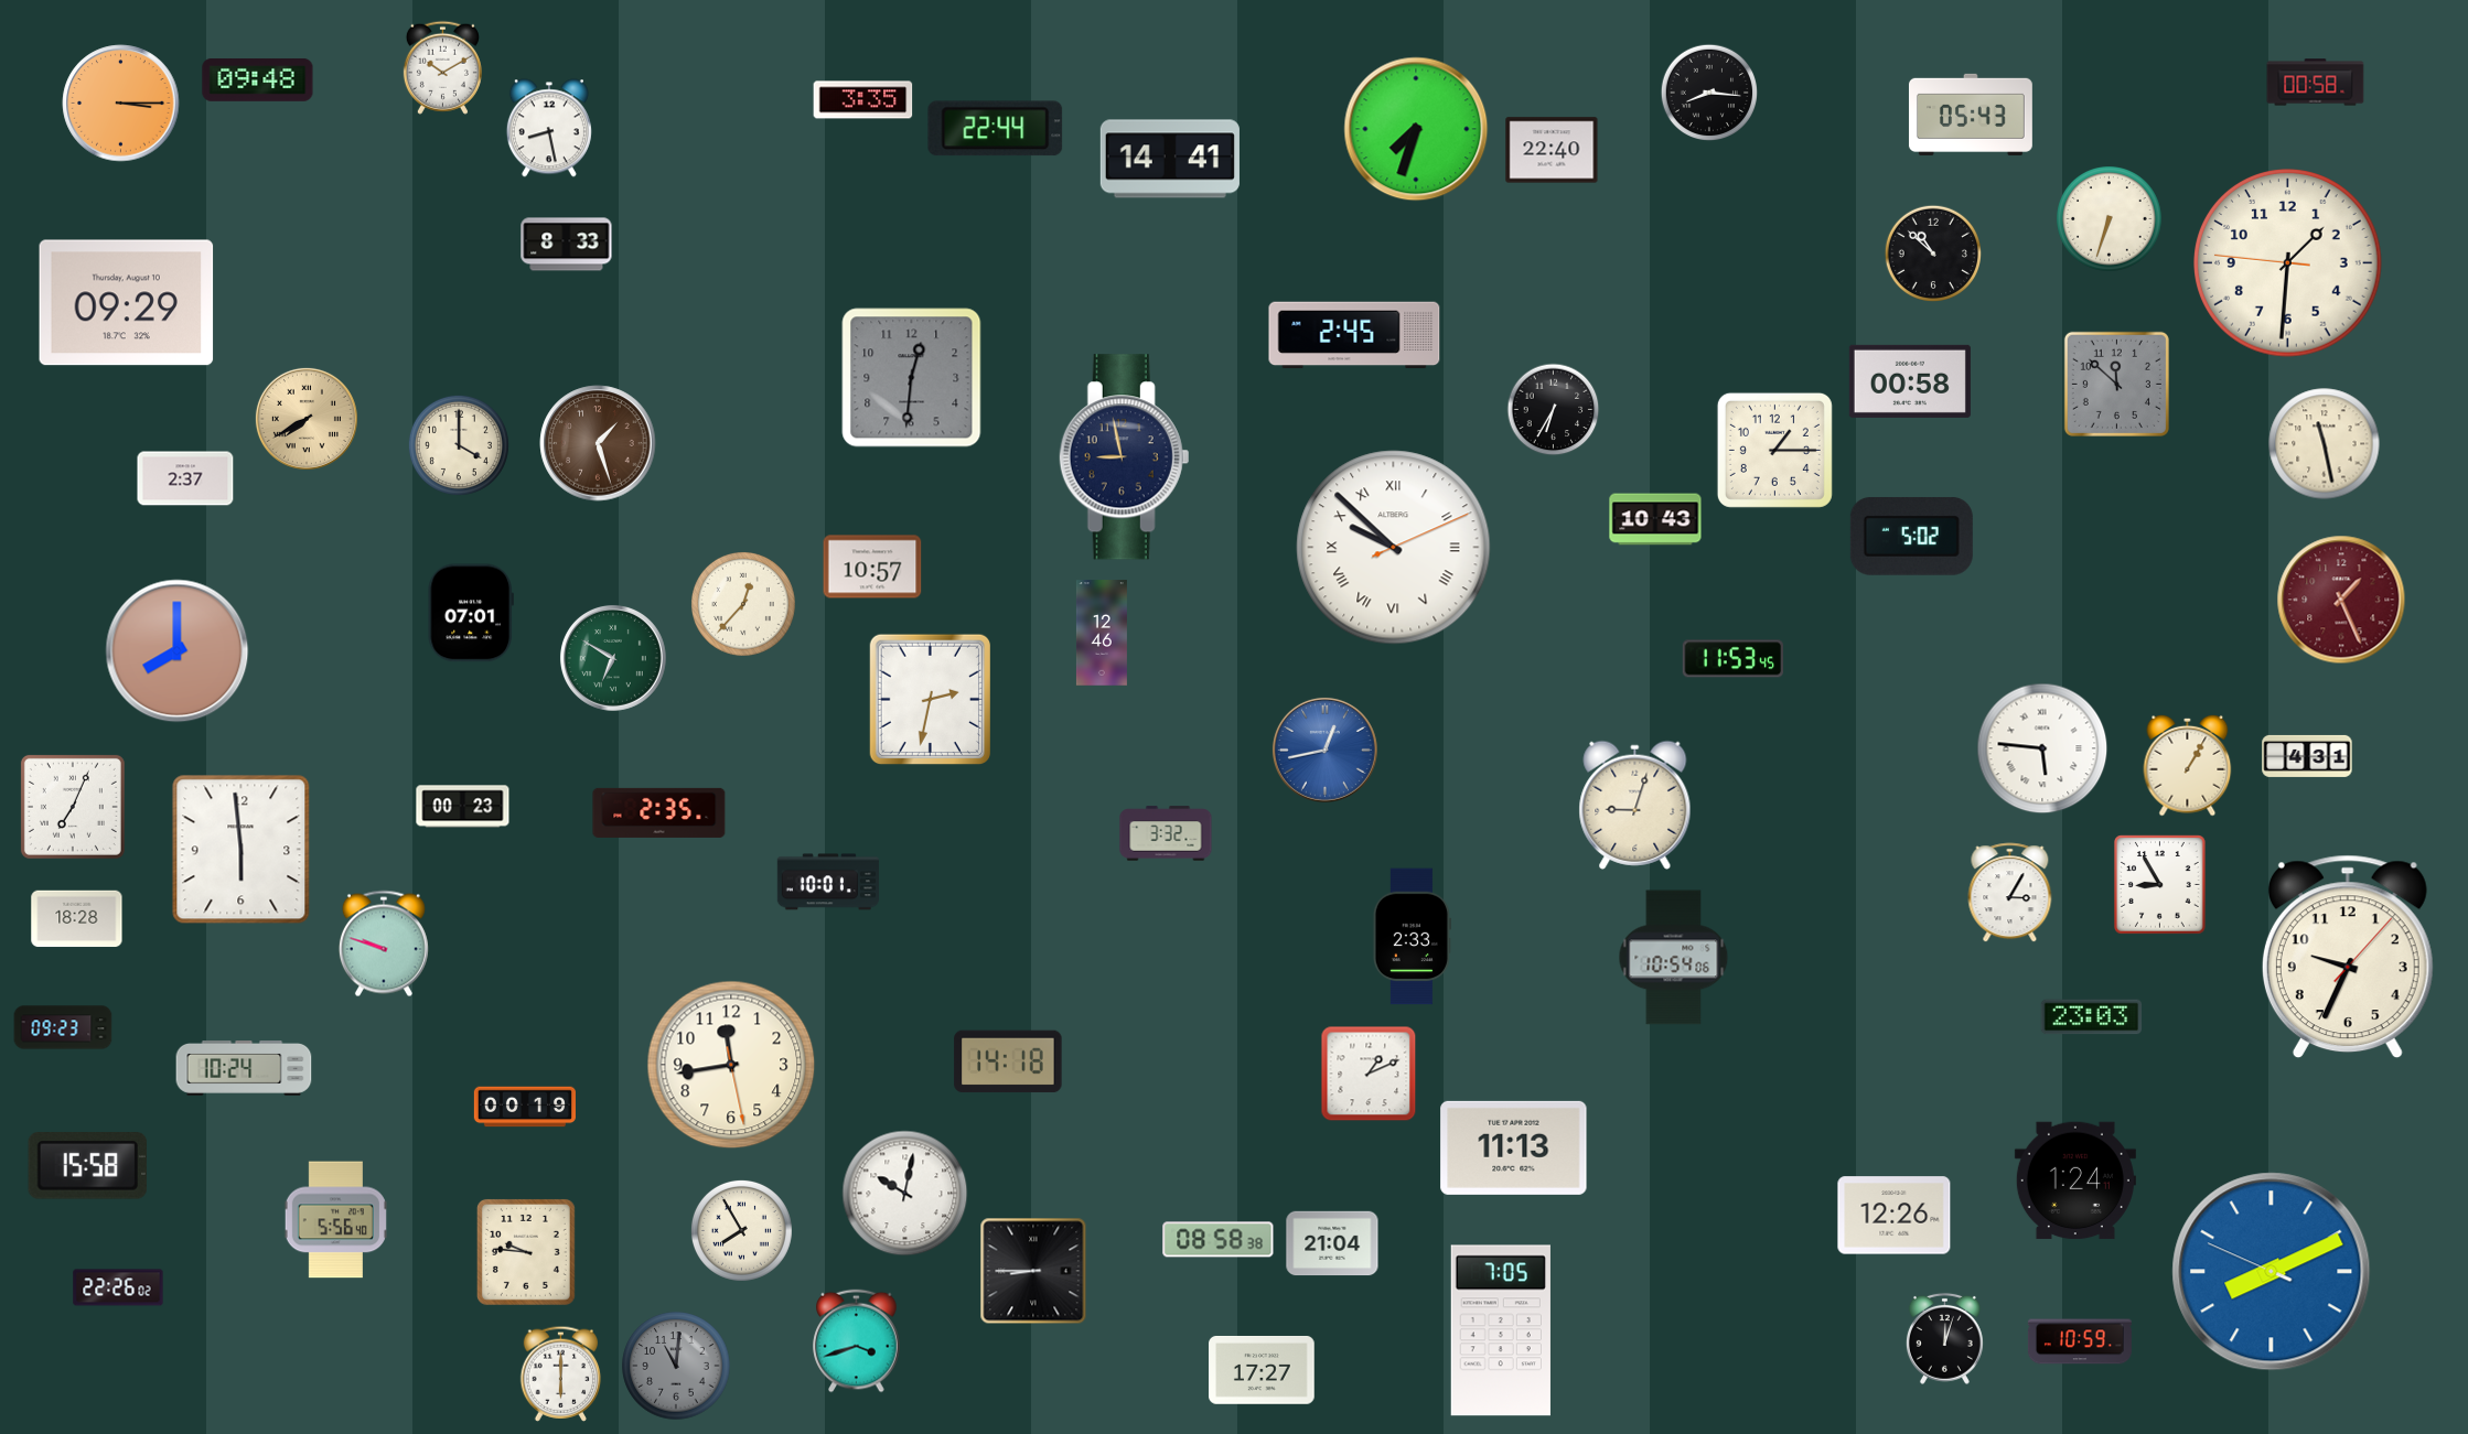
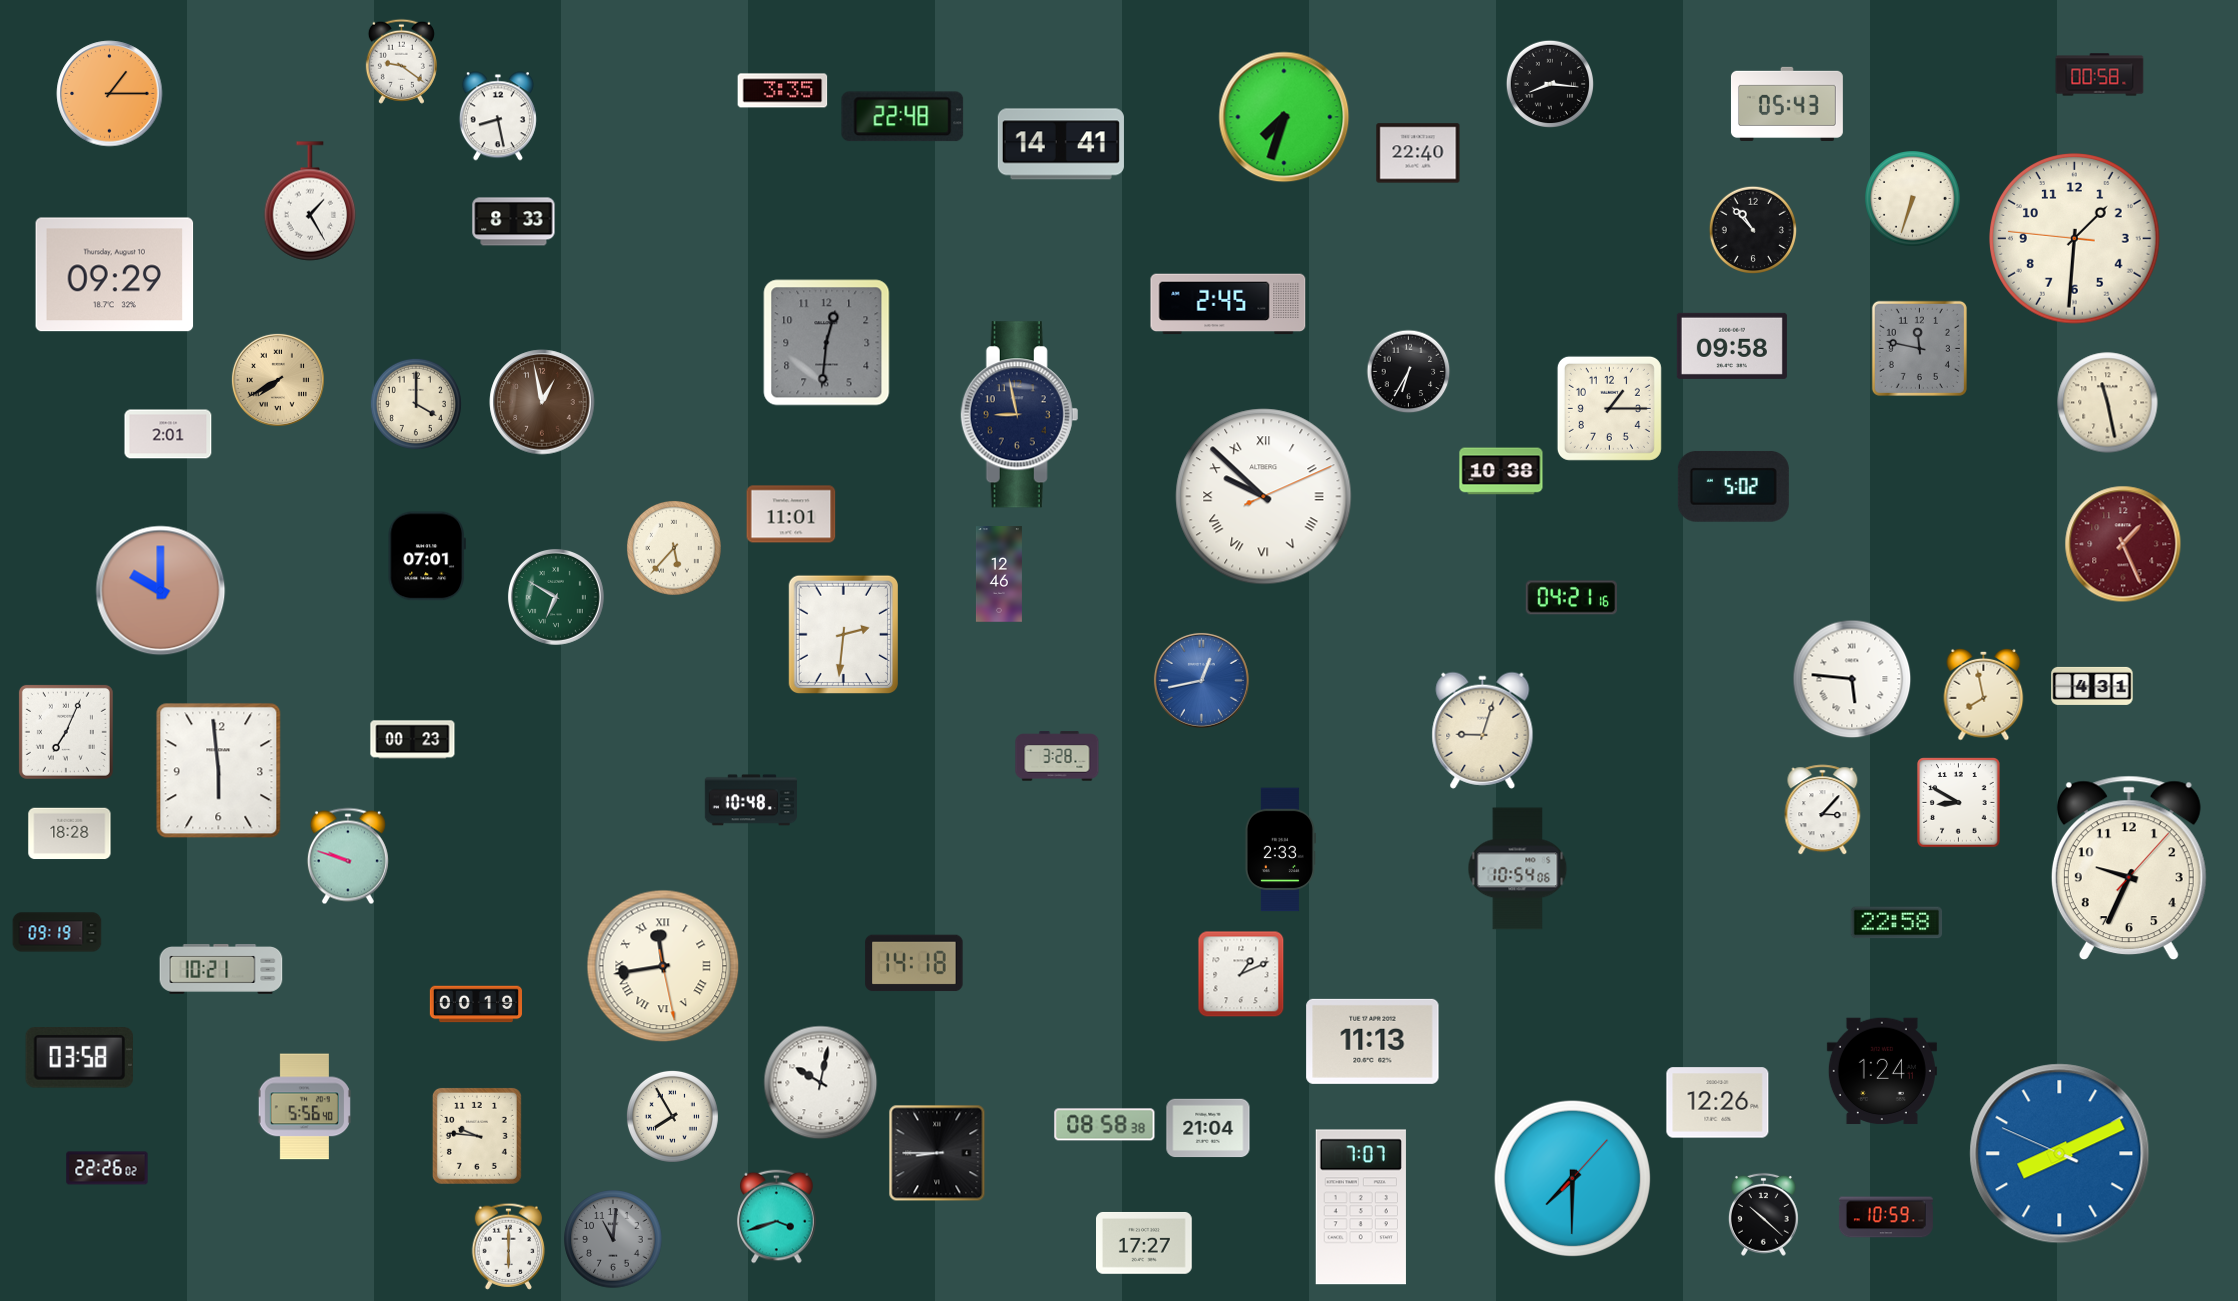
clock at (442, 67): 10:10 -> 9:21
clock at (258, 79): 09:48 -> none
clock at (121, 104): 3:15 -> 1:15
clock at (996, 129): 22:44 -> 22:48
clock at (1552, 150) position: (1552, 150) -> (1418, 153)
clock at (310, 201): none -> 1:25
clock at (1932, 252): 10:52 -> 10:53
clock at (1910, 381): 00:58 -> 09:58
clock at (2116, 384): 11:52 -> 11:47
clock at (598, 443): 1:27 -> 12:58
clock at (185, 478): 2:37 -> 2:01
clock at (1655, 519): 10:43 -> 10:38
clock at (872, 567): 10:57 -> 11:01
clock at (744, 605): 12:37 -> 5:37
clock at (178, 651): 8:00 -> 10:00
clock at (1732, 659): 11:53 -> 04:21
clock at (930, 699): 2:32 -> 2:31
clock at (2188, 765): 1:05 -> 7:58
clock at (463, 807) position: (463, 807) -> (413, 740)
clock at (659, 812): 2:35 -> none
clock at (1166, 833): 3:32 -> 3:28
clock at (828, 882): 10:01 -> 10:48
clock at (2160, 885): 8:55 -> 8:50
clock at (2010, 893): 3:05 -> 3:07
clock at (2092, 1017): 23:03 -> 22:58
clock at (63, 1027): 09:23 -> 09:19
clock at (731, 1065) numerals: Arabic -> Roman
clock at (244, 1069): 10:24 -> 10:21
clock at (87, 1166): 15:58 -> 03:58
clock at (1573, 1179): none -> 7:30
clock at (1501, 1330): 7:05 -> 7:07
clock at (1944, 1338): 12:03 -> 10:22
